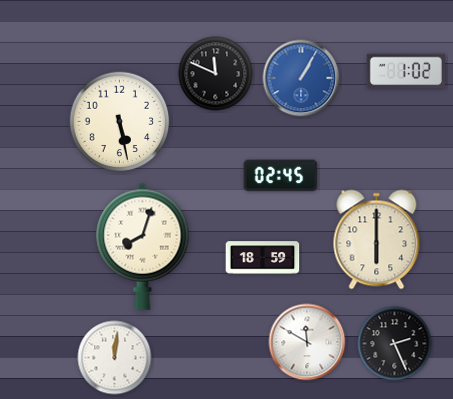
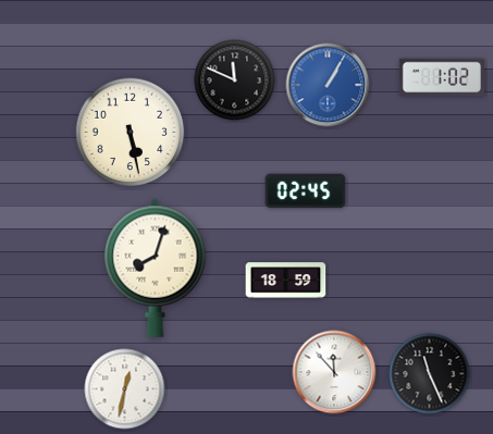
clock at (377, 240): 6:00 -> none
clock at (307, 342): 11:50 -> 11:53
clock at (395, 344): 2:26 -> 11:26
clock at (115, 358): 12:01 -> 12:32
